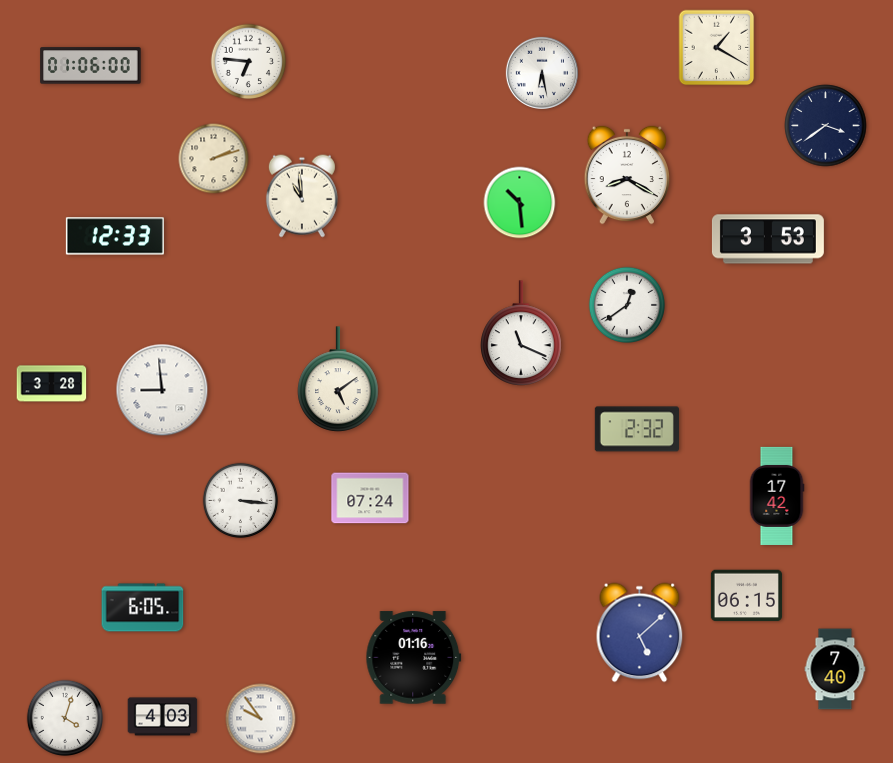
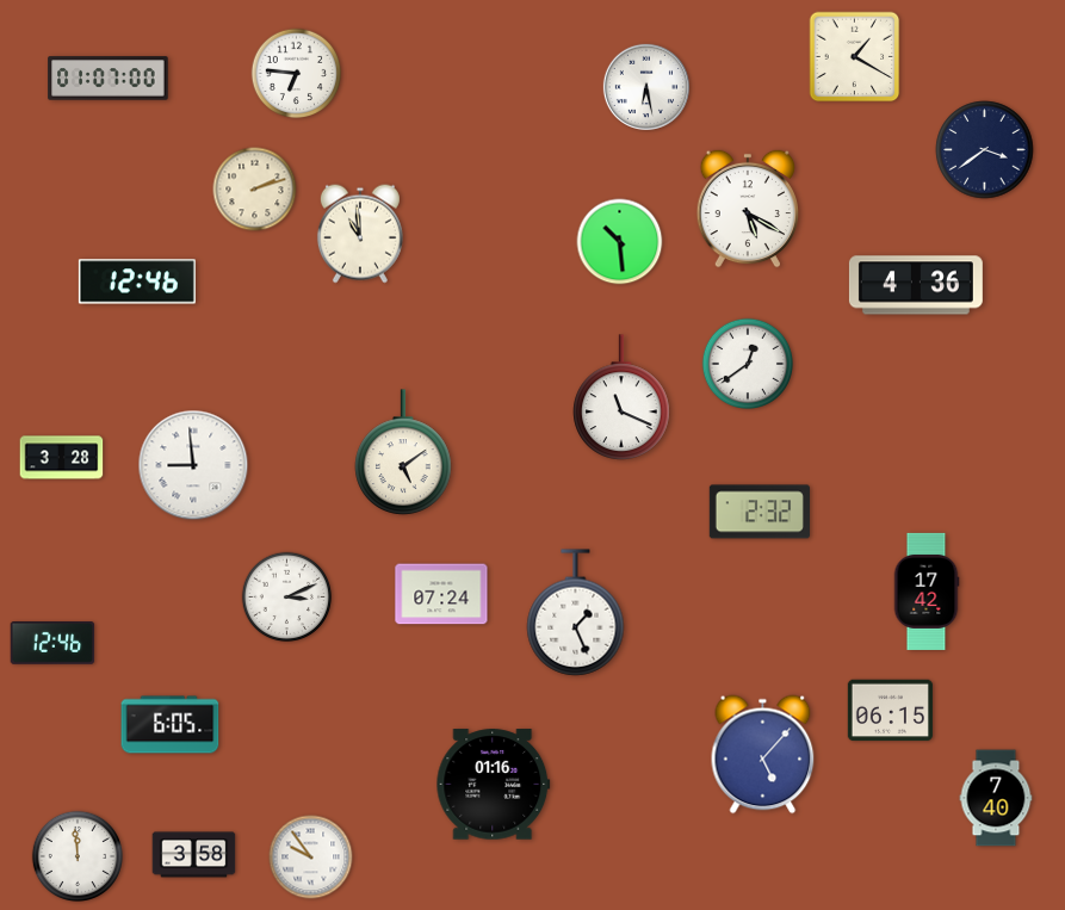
clock at (91, 66): 01:06 -> 01:07
clock at (626, 175): 8:20 -> 5:20
clock at (115, 236): 12:33 -> 12:46
clock at (768, 239): 3:53 -> 4:36
clock at (241, 501): 3:16 -> 3:11
clock at (576, 613): none -> 1:26
clock at (52, 644): none -> 12:46
clock at (640, 633): 5:08 -> 5:07
clock at (64, 717): 4:03 -> 11:59
clock at (163, 717): 4:03 -> 3:58
